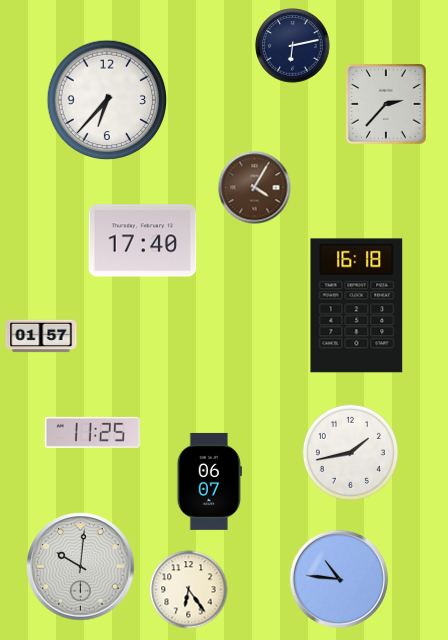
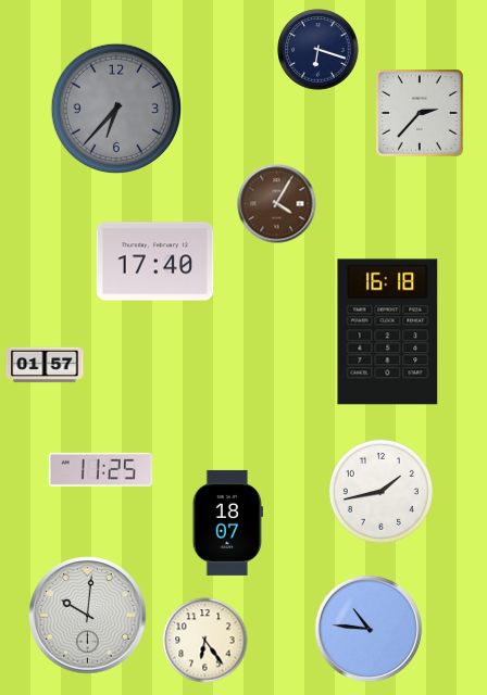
clock at (293, 46): 6:13 -> 6:18
clock at (107, 100) dial: white -> grey
clock at (209, 481): 06:07 -> 18:07
